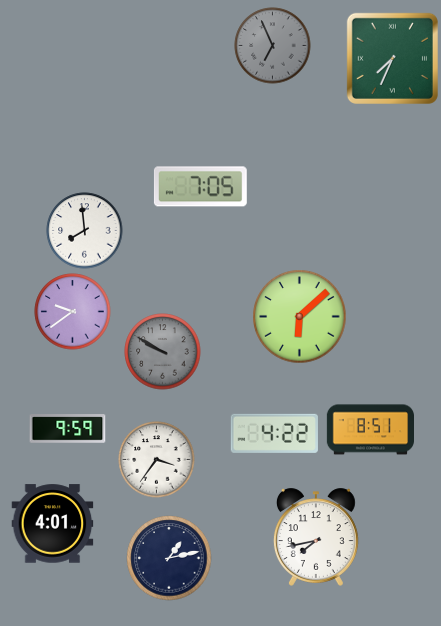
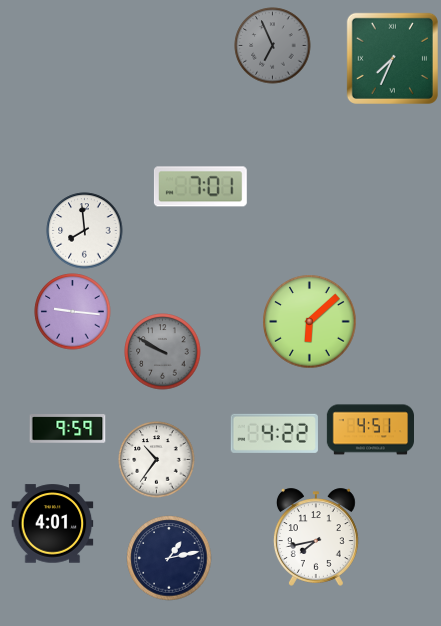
clock at (200, 187): 7:05 -> 7:01
clock at (73, 312): 9:39 -> 9:16
clock at (300, 317) position: (300, 317) -> (310, 322)
clock at (370, 430): 8:51 -> 4:51
clock at (157, 460): 3:36 -> 10:36
